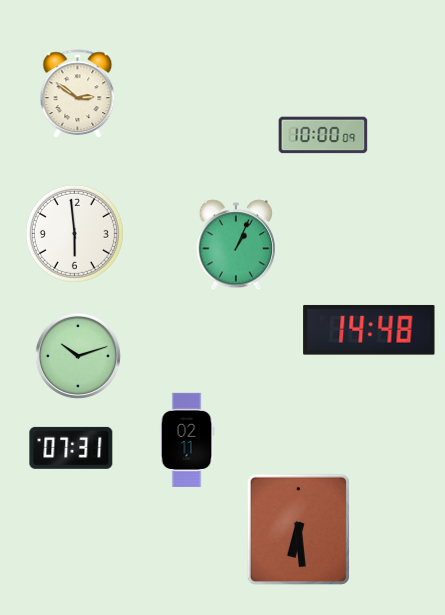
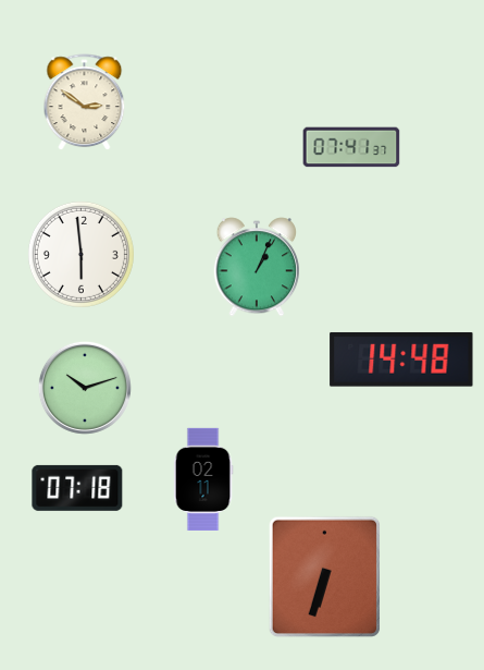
clock at (323, 135): 10:00 -> 07:41
clock at (71, 448): 07:31 -> 07:18
clock at (298, 530): 6:29 -> 6:33
